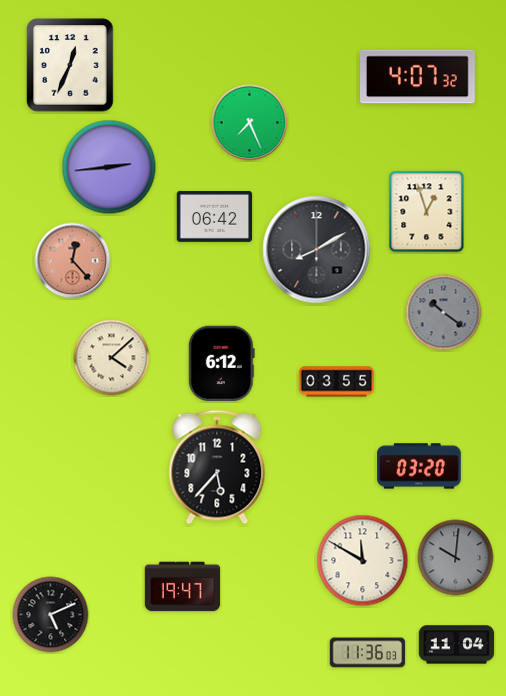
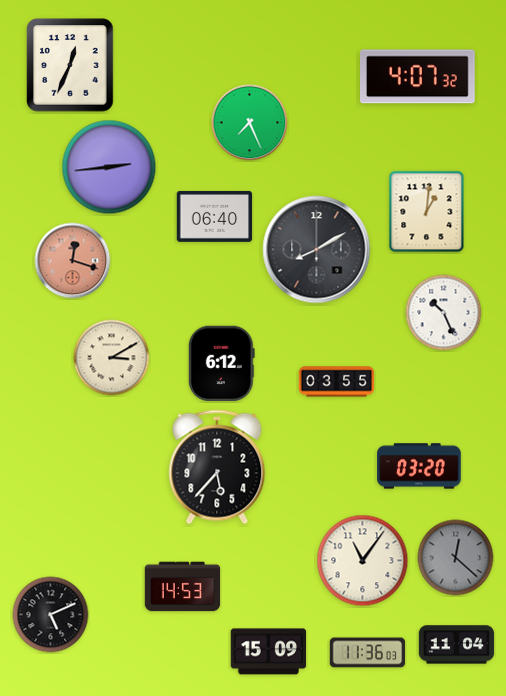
clock at (427, 212): 12:57 -> 1:01
clock at (215, 216): 06:42 -> 06:40
clock at (73, 261): 12:23 -> 12:18
clock at (444, 313): 10:21 -> 10:26
clock at (444, 313) dial: grey -> white
clock at (112, 358): 4:08 -> 3:10
clock at (456, 558): 10:01 -> 12:22
clock at (363, 561): 11:50 -> 11:06
clock at (183, 587): 19:47 -> 14:53
clock at (269, 652): none -> 15:09
